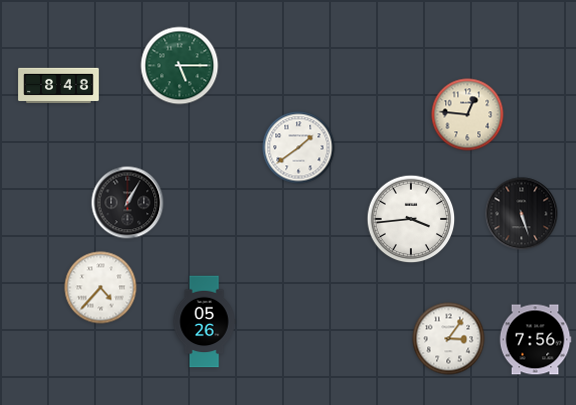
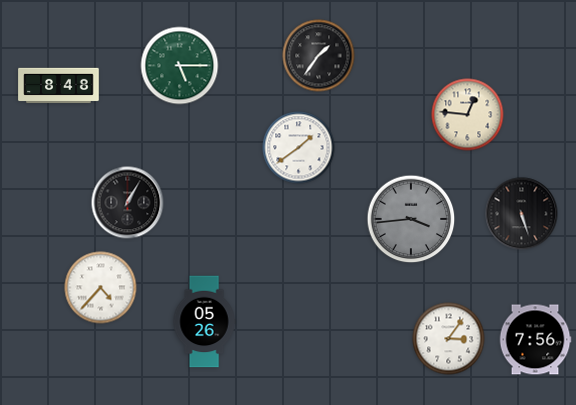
clock at (319, 56): none -> 1:36
clock at (411, 219) dial: white -> grey
